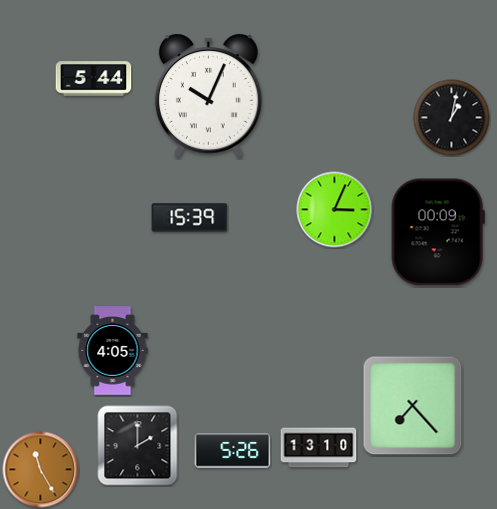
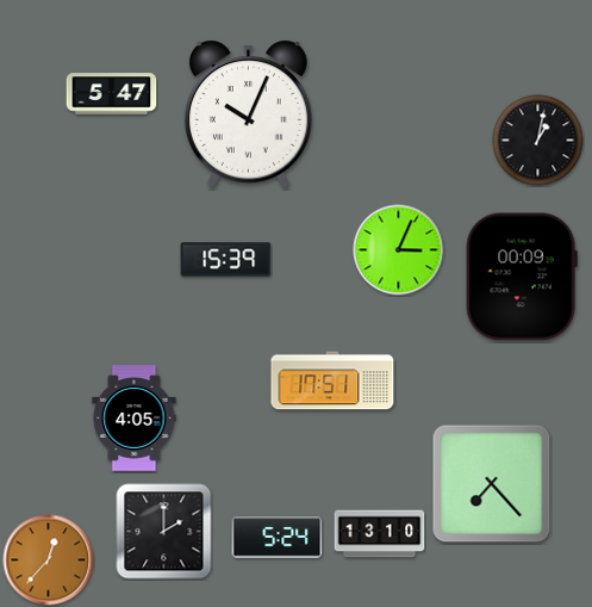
clock at (94, 79): 5:44 -> 5:47
clock at (332, 380): none -> 17:51
clock at (233, 451): 5:26 -> 5:24
clock at (41, 470): 11:25 -> 12:37
